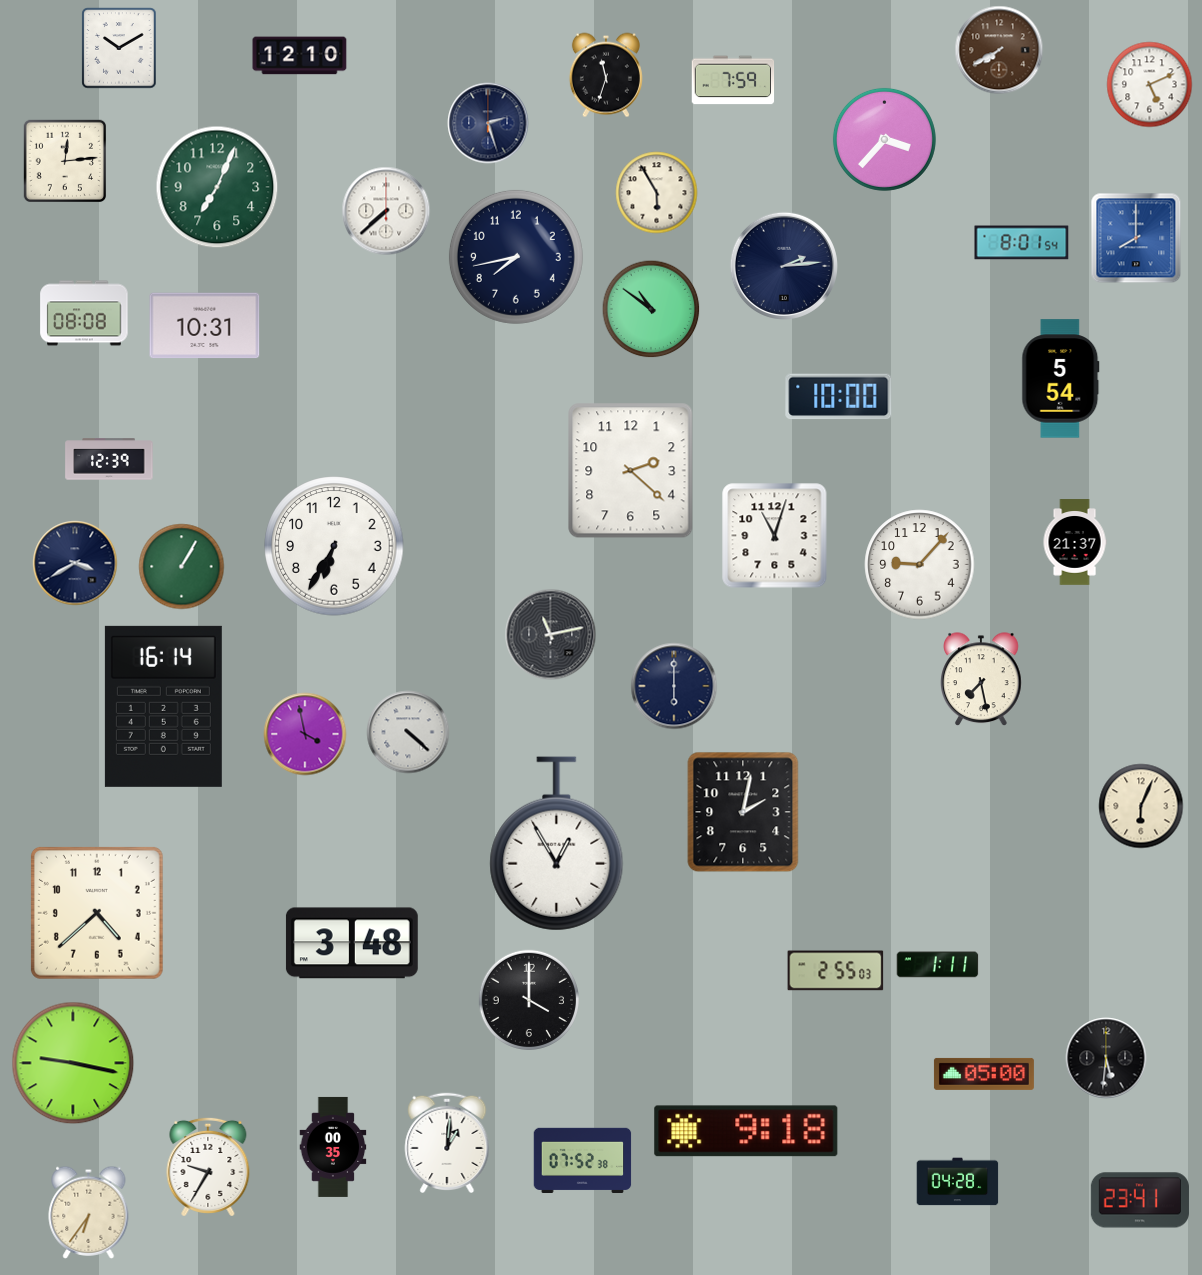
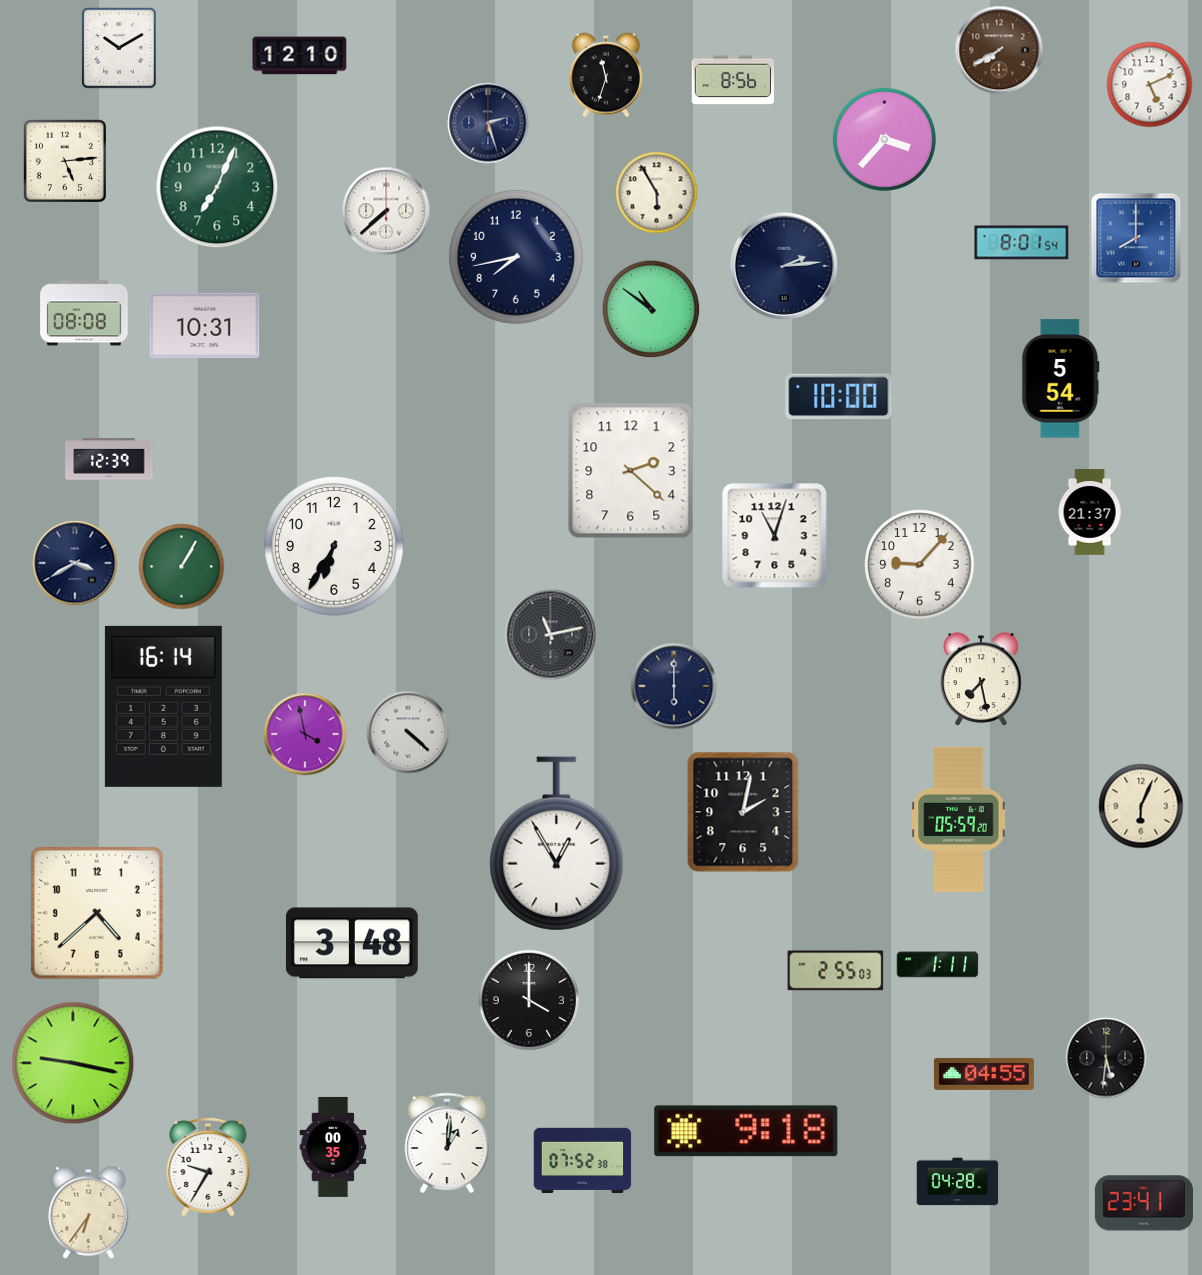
clock at (733, 80): 7:59 -> 8:56
clock at (64, 160): 12:14 -> 5:14
clock at (1075, 542) position: (1075, 542) -> (1090, 512)
clock at (959, 819): none -> 05:59
clock at (984, 1074): 05:00 -> 04:55
clock at (1139, 1200) position: (1139, 1200) -> (1143, 1203)
